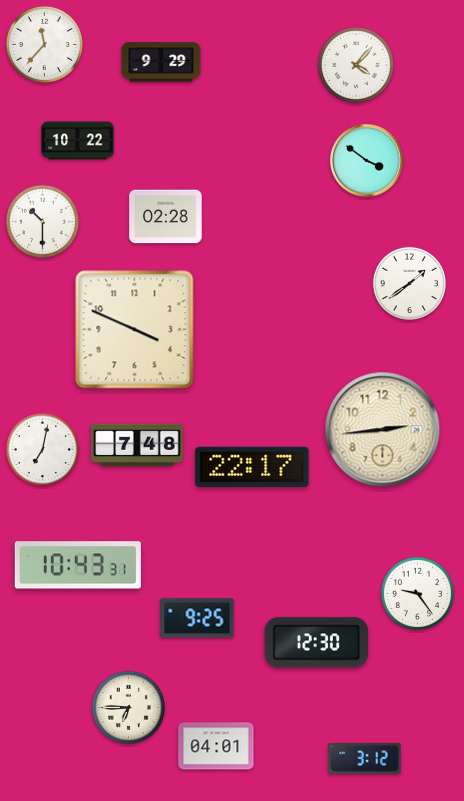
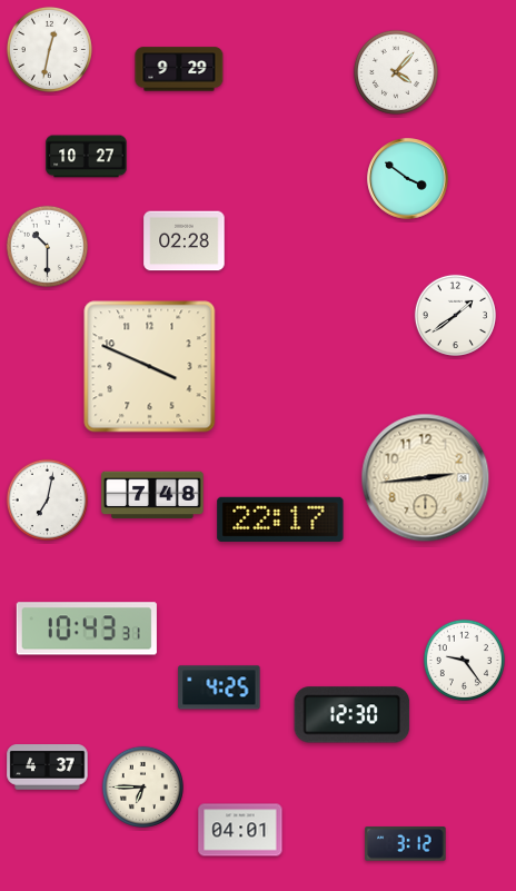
clock at (44, 44): 11:37 -> 12:32
clock at (78, 141): 10:22 -> 10:27
clock at (197, 618): 9:25 -> 4:25
clock at (48, 768): none -> 4:37
